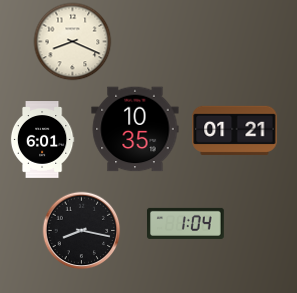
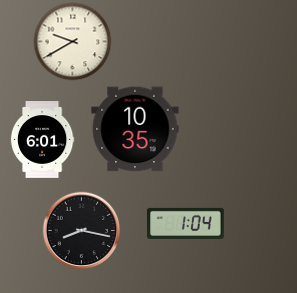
clock at (72, 41): 8:19 -> 9:40
clock at (235, 130): 01:21 -> none
